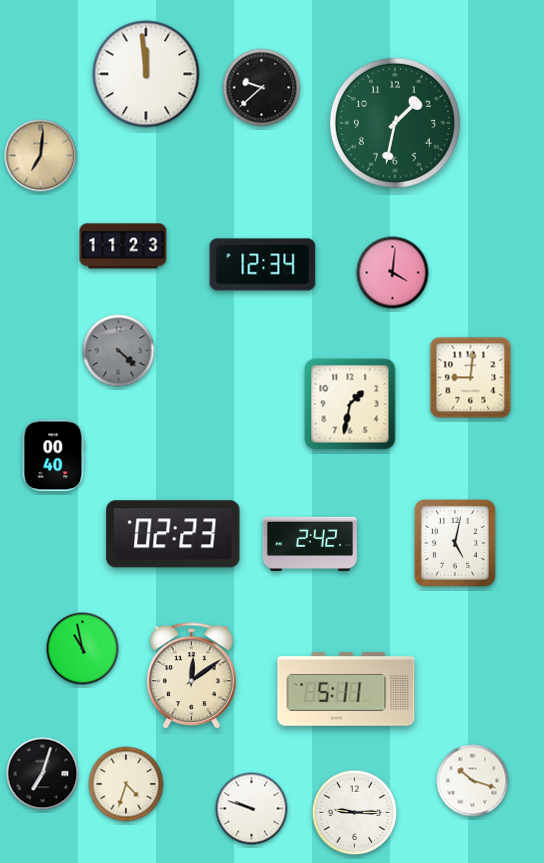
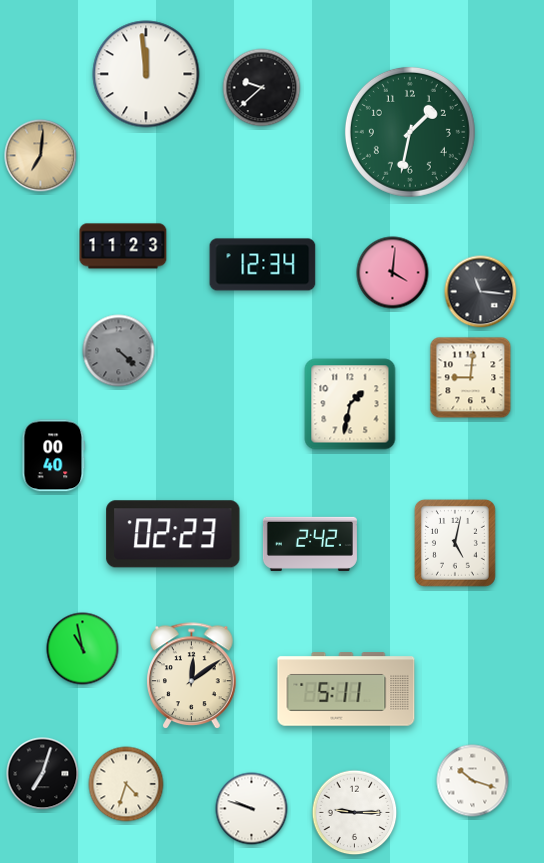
clock at (395, 123) position: (395, 123) -> (410, 132)
clock at (481, 292): none -> 11:16
